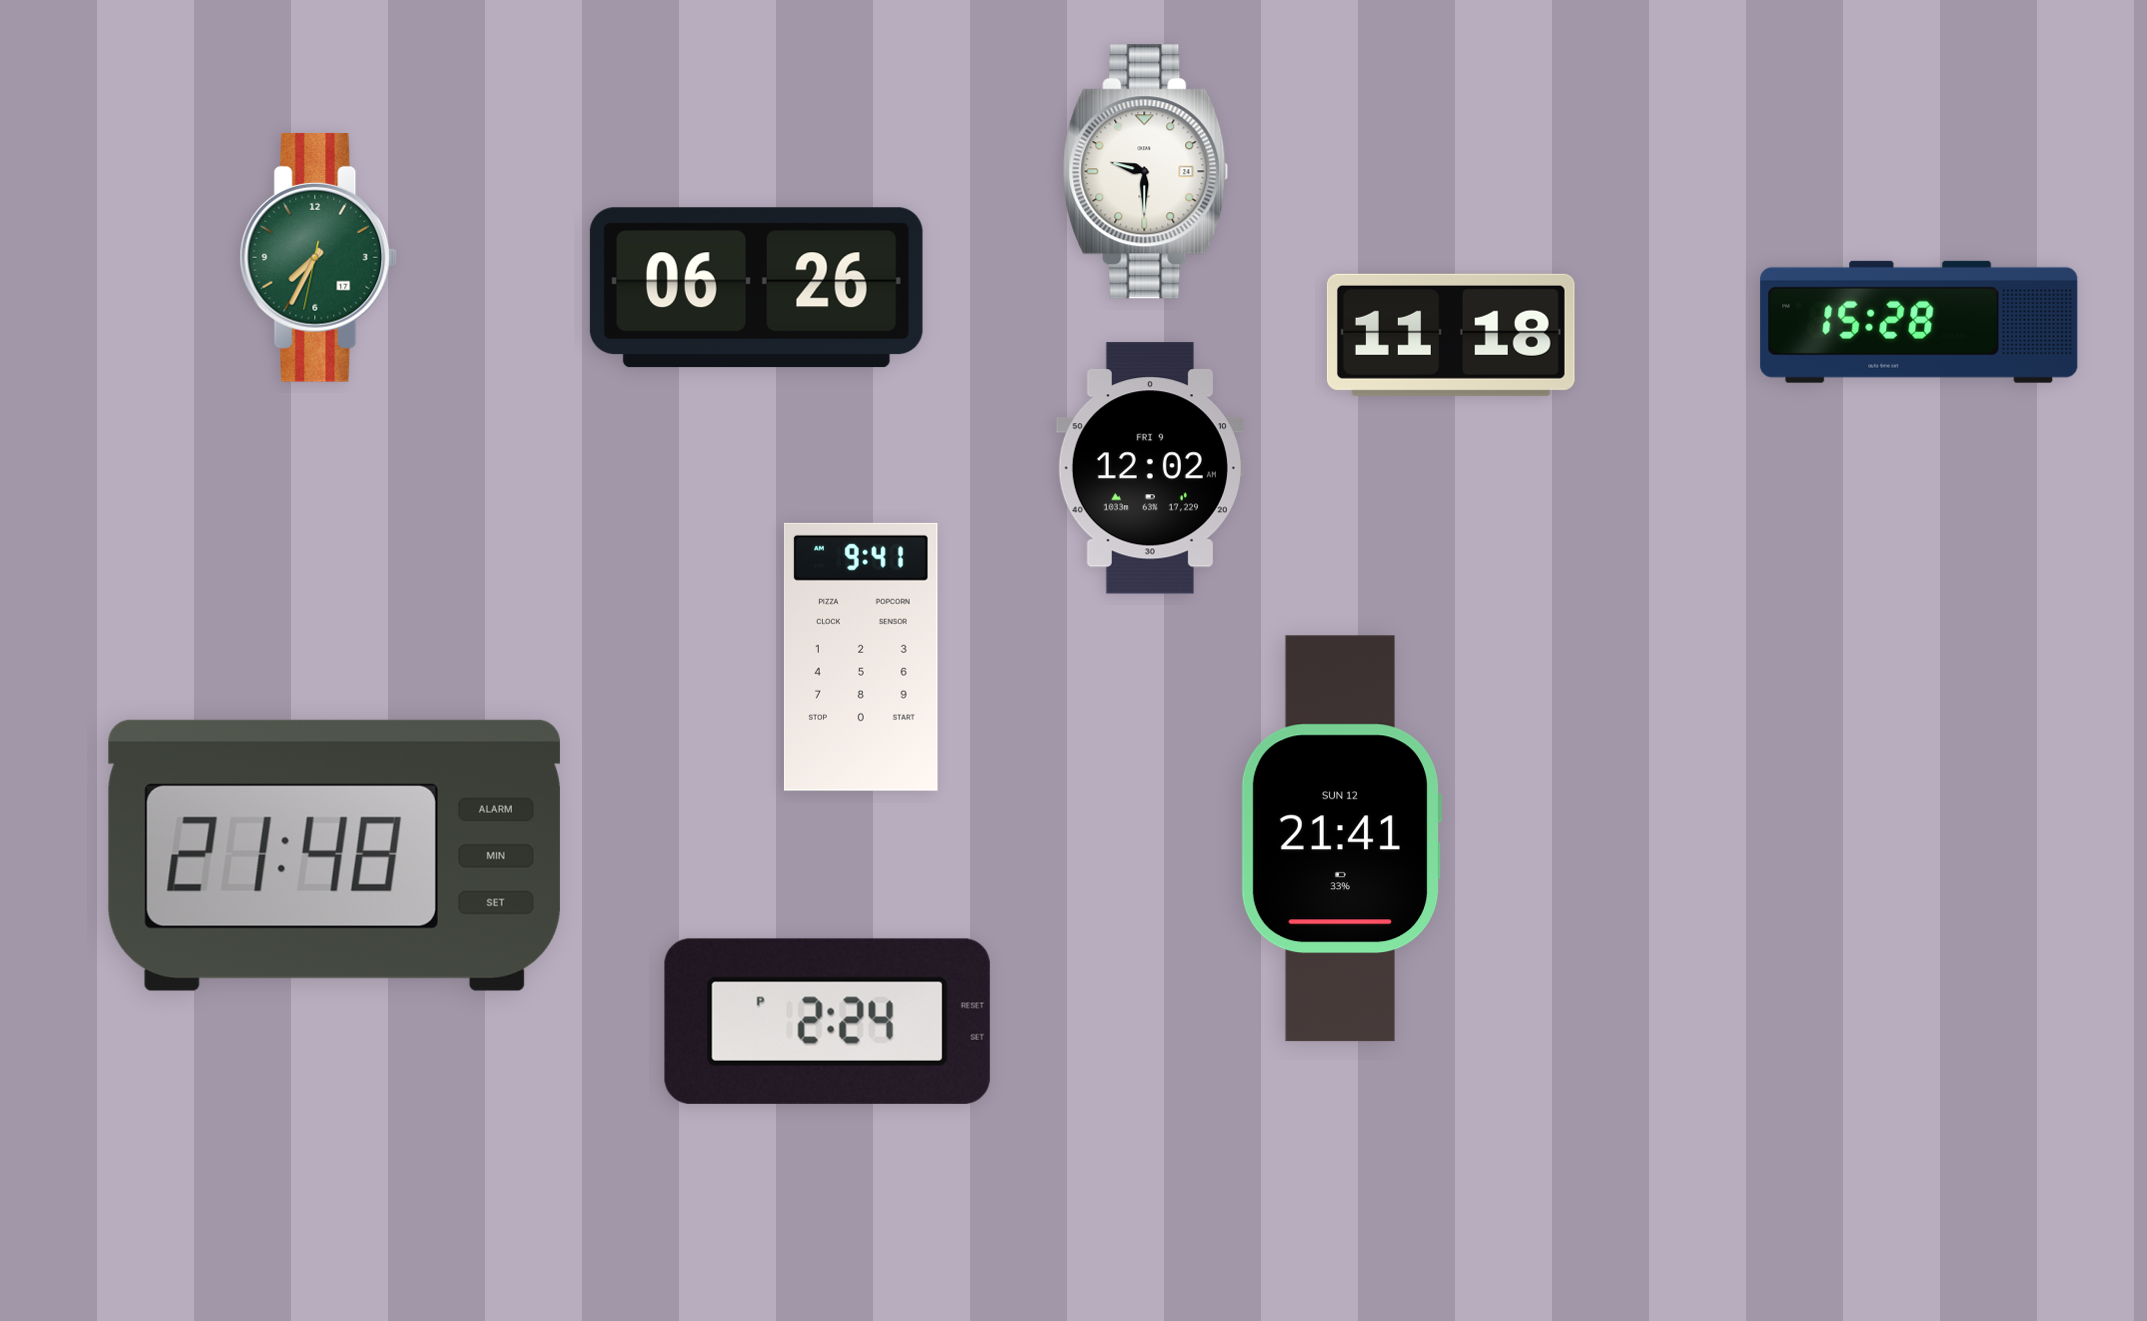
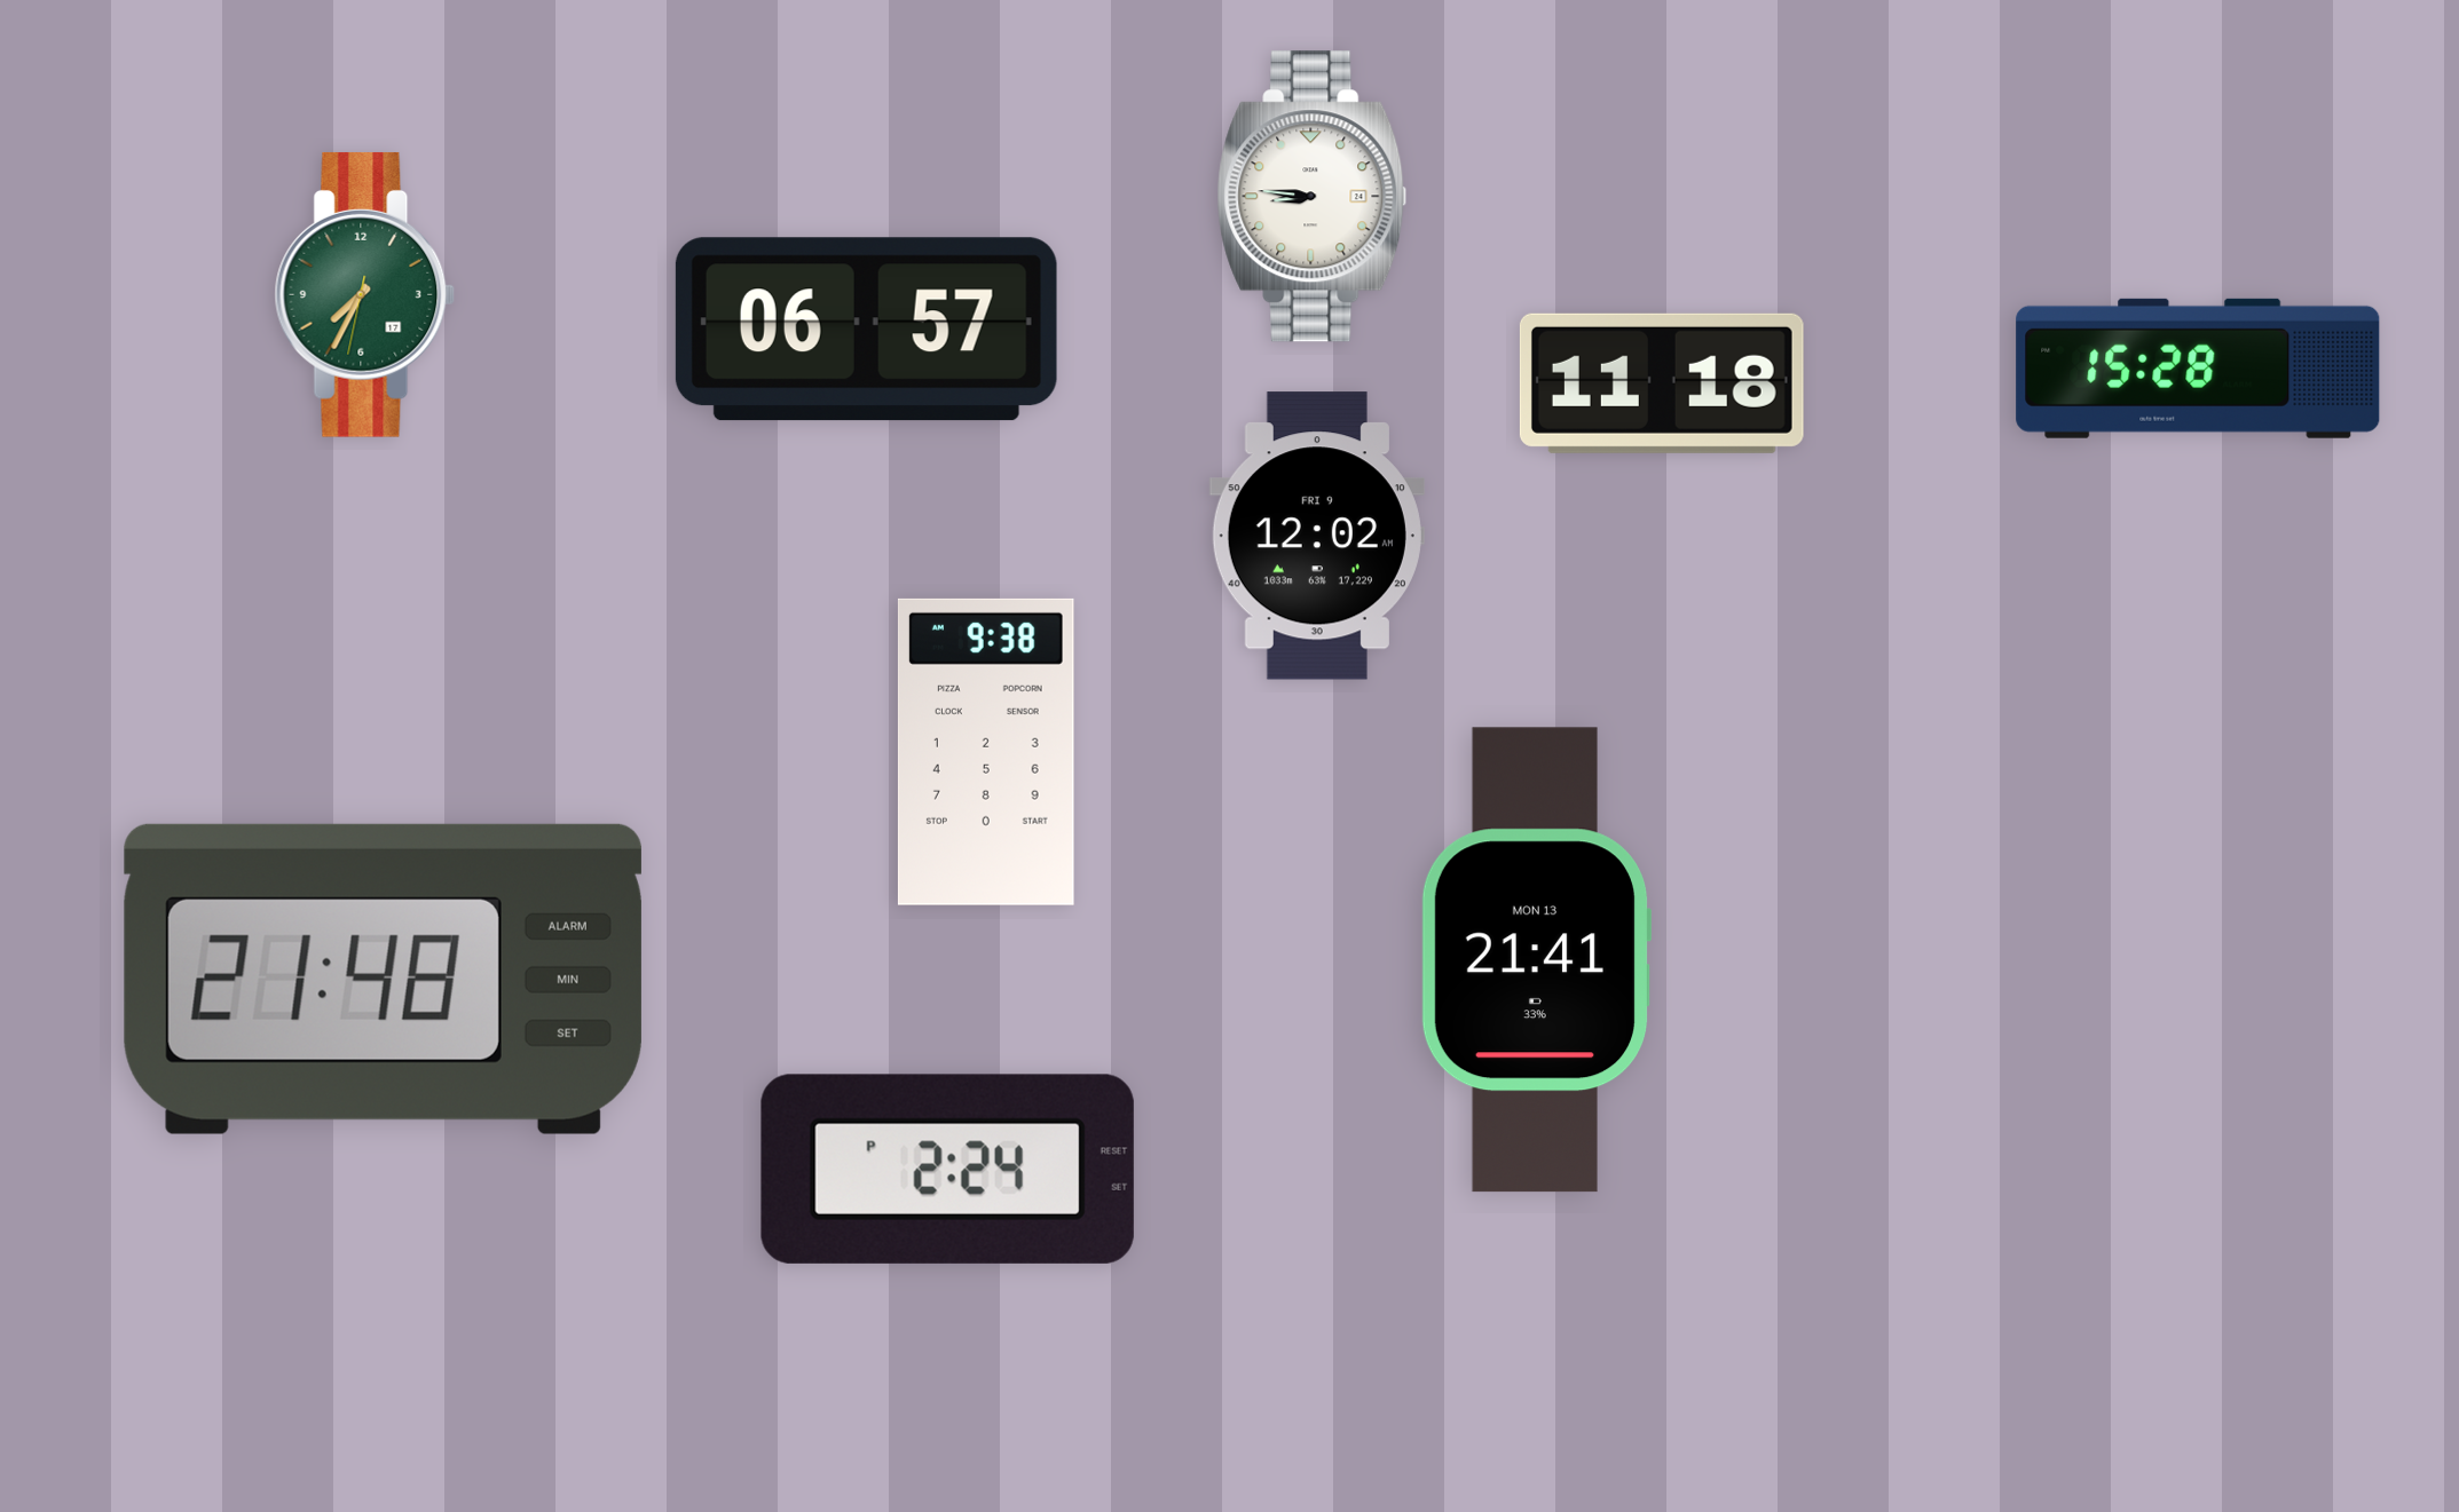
clock at (1146, 172): 9:30 -> 8:46
clock at (756, 288): 06:26 -> 06:57
clock at (861, 657): 9:41 -> 9:38
clock at (1340, 839) date: SUN 12 -> MON 13
